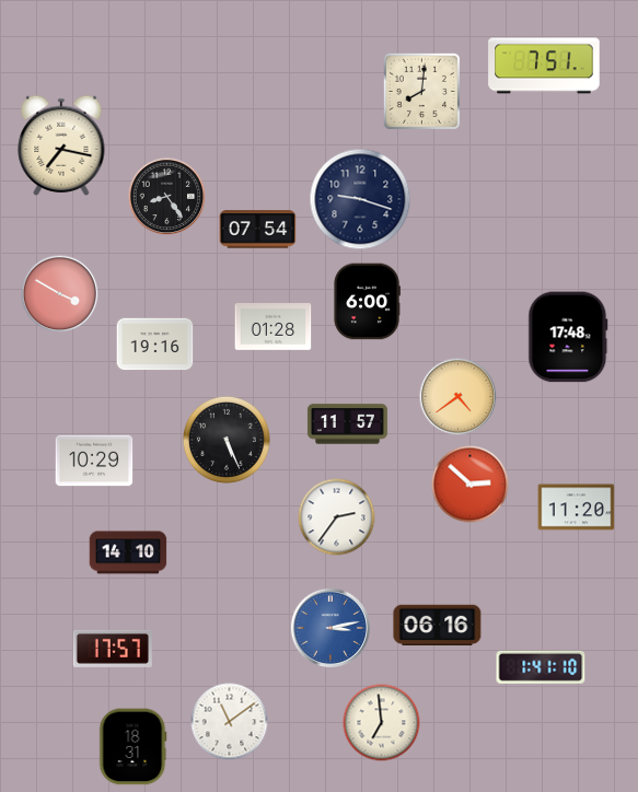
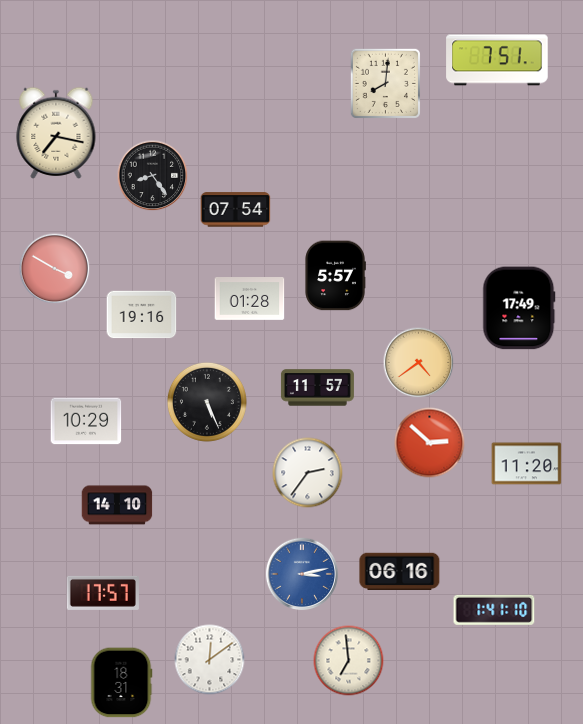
clock at (167, 197) position: (167, 197) -> (153, 176)
clock at (360, 199): 9:18 -> none
clock at (367, 302): 6:00 -> 5:57
clock at (568, 337): 17:48 -> 17:49
clock at (230, 722): 11:09 -> 12:09
